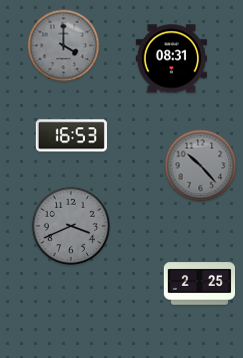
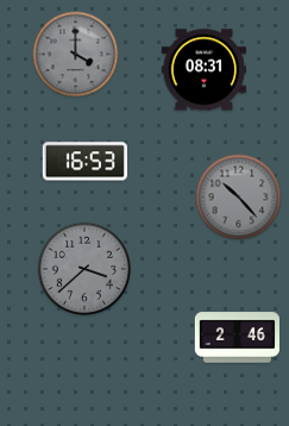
clock at (70, 225): 3:41 -> 3:38
clock at (199, 284): 2:25 -> 2:46
